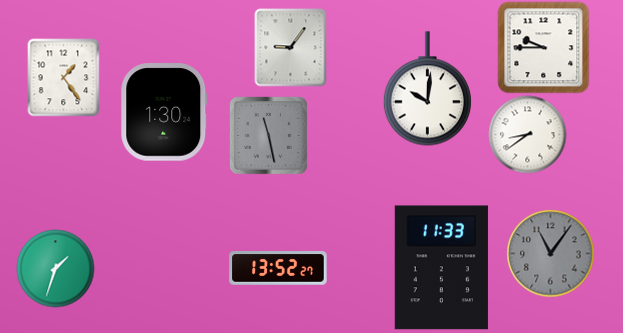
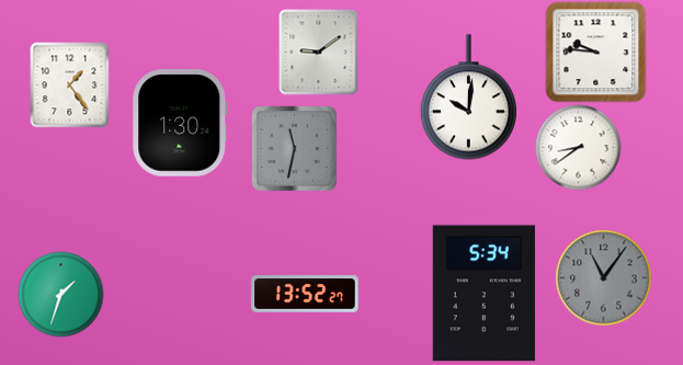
clock at (291, 47): 9:06 -> 9:09
clock at (543, 47): 9:45 -> 9:46
clock at (269, 136): 11:28 -> 11:32
clock at (441, 268): 11:33 -> 5:34
